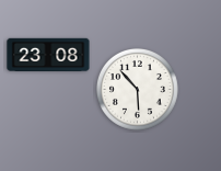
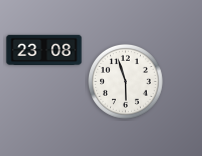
clock at (137, 89): 5:53 -> 5:57
